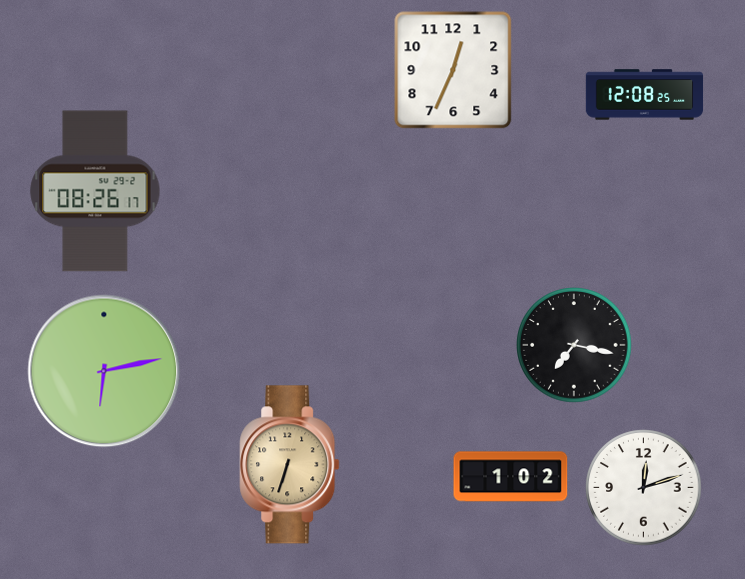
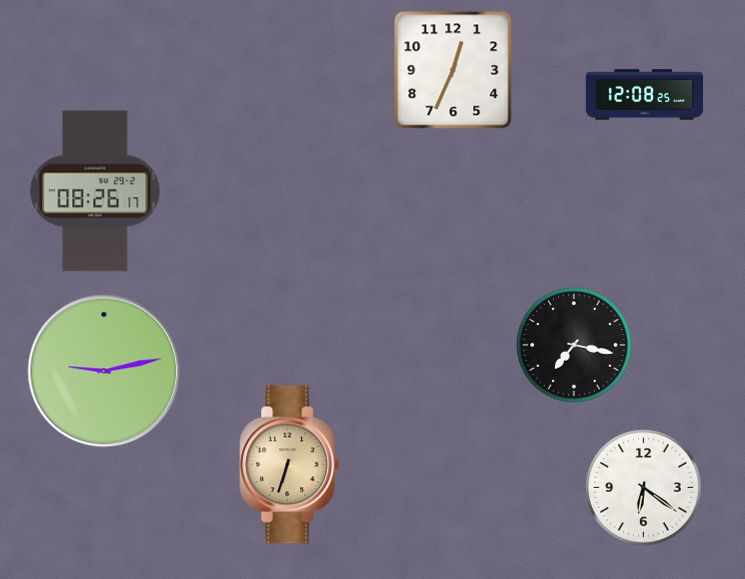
clock at (104, 371): 6:13 -> 9:13
clock at (511, 477): 1:02 -> none
clock at (644, 488): 12:12 -> 6:21
